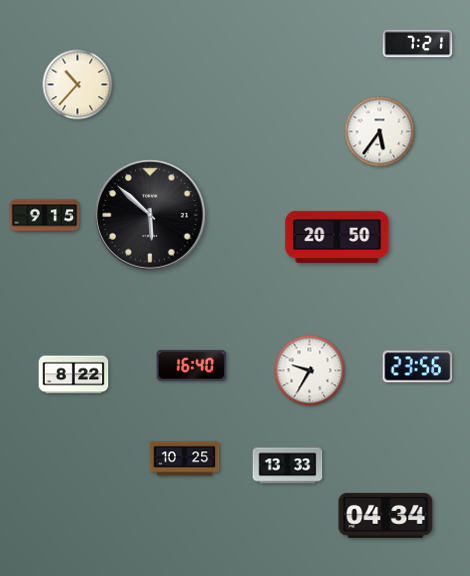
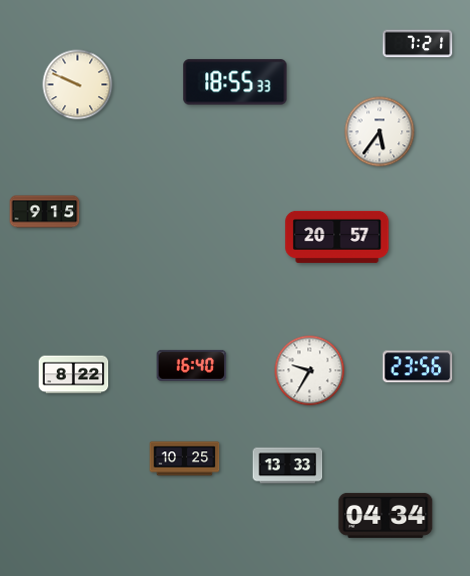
clock at (235, 82): none -> 18:55
clock at (78, 85): 10:37 -> 9:49
clock at (150, 215): 5:52 -> none
clock at (45, 216) position: (45, 216) -> (45, 212)
clock at (337, 237): 20:50 -> 20:57
